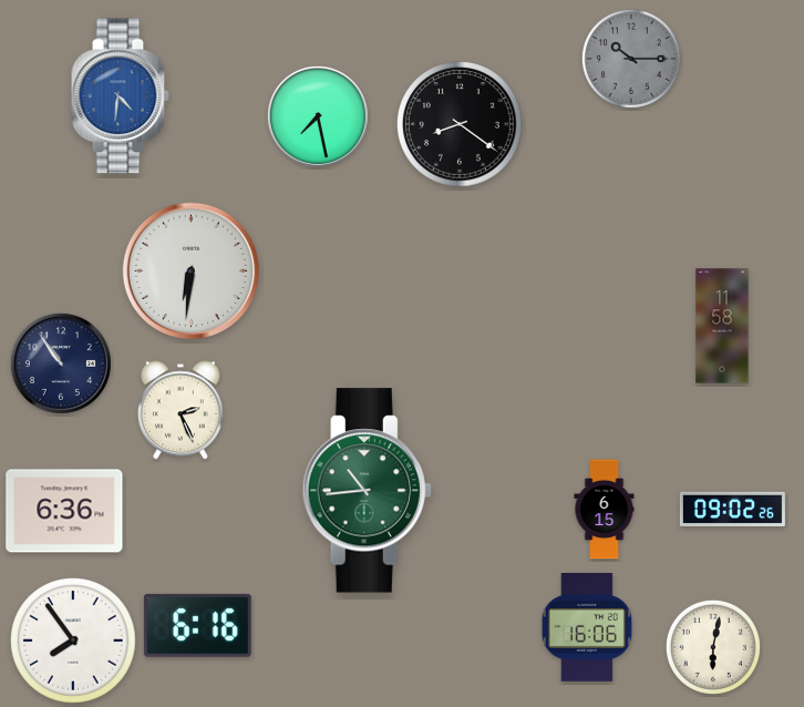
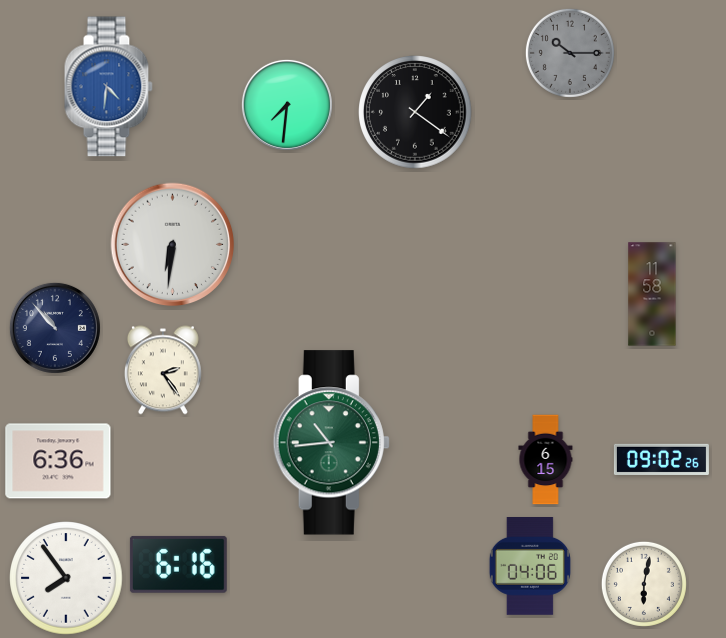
clock at (318, 116): 7:28 -> 7:31
clock at (460, 124): 8:21 -> 1:21
clock at (61, 363): 10:54 -> 10:53
clock at (181, 410): 2:26 -> 2:24
clock at (587, 628): 16:06 -> 04:06
